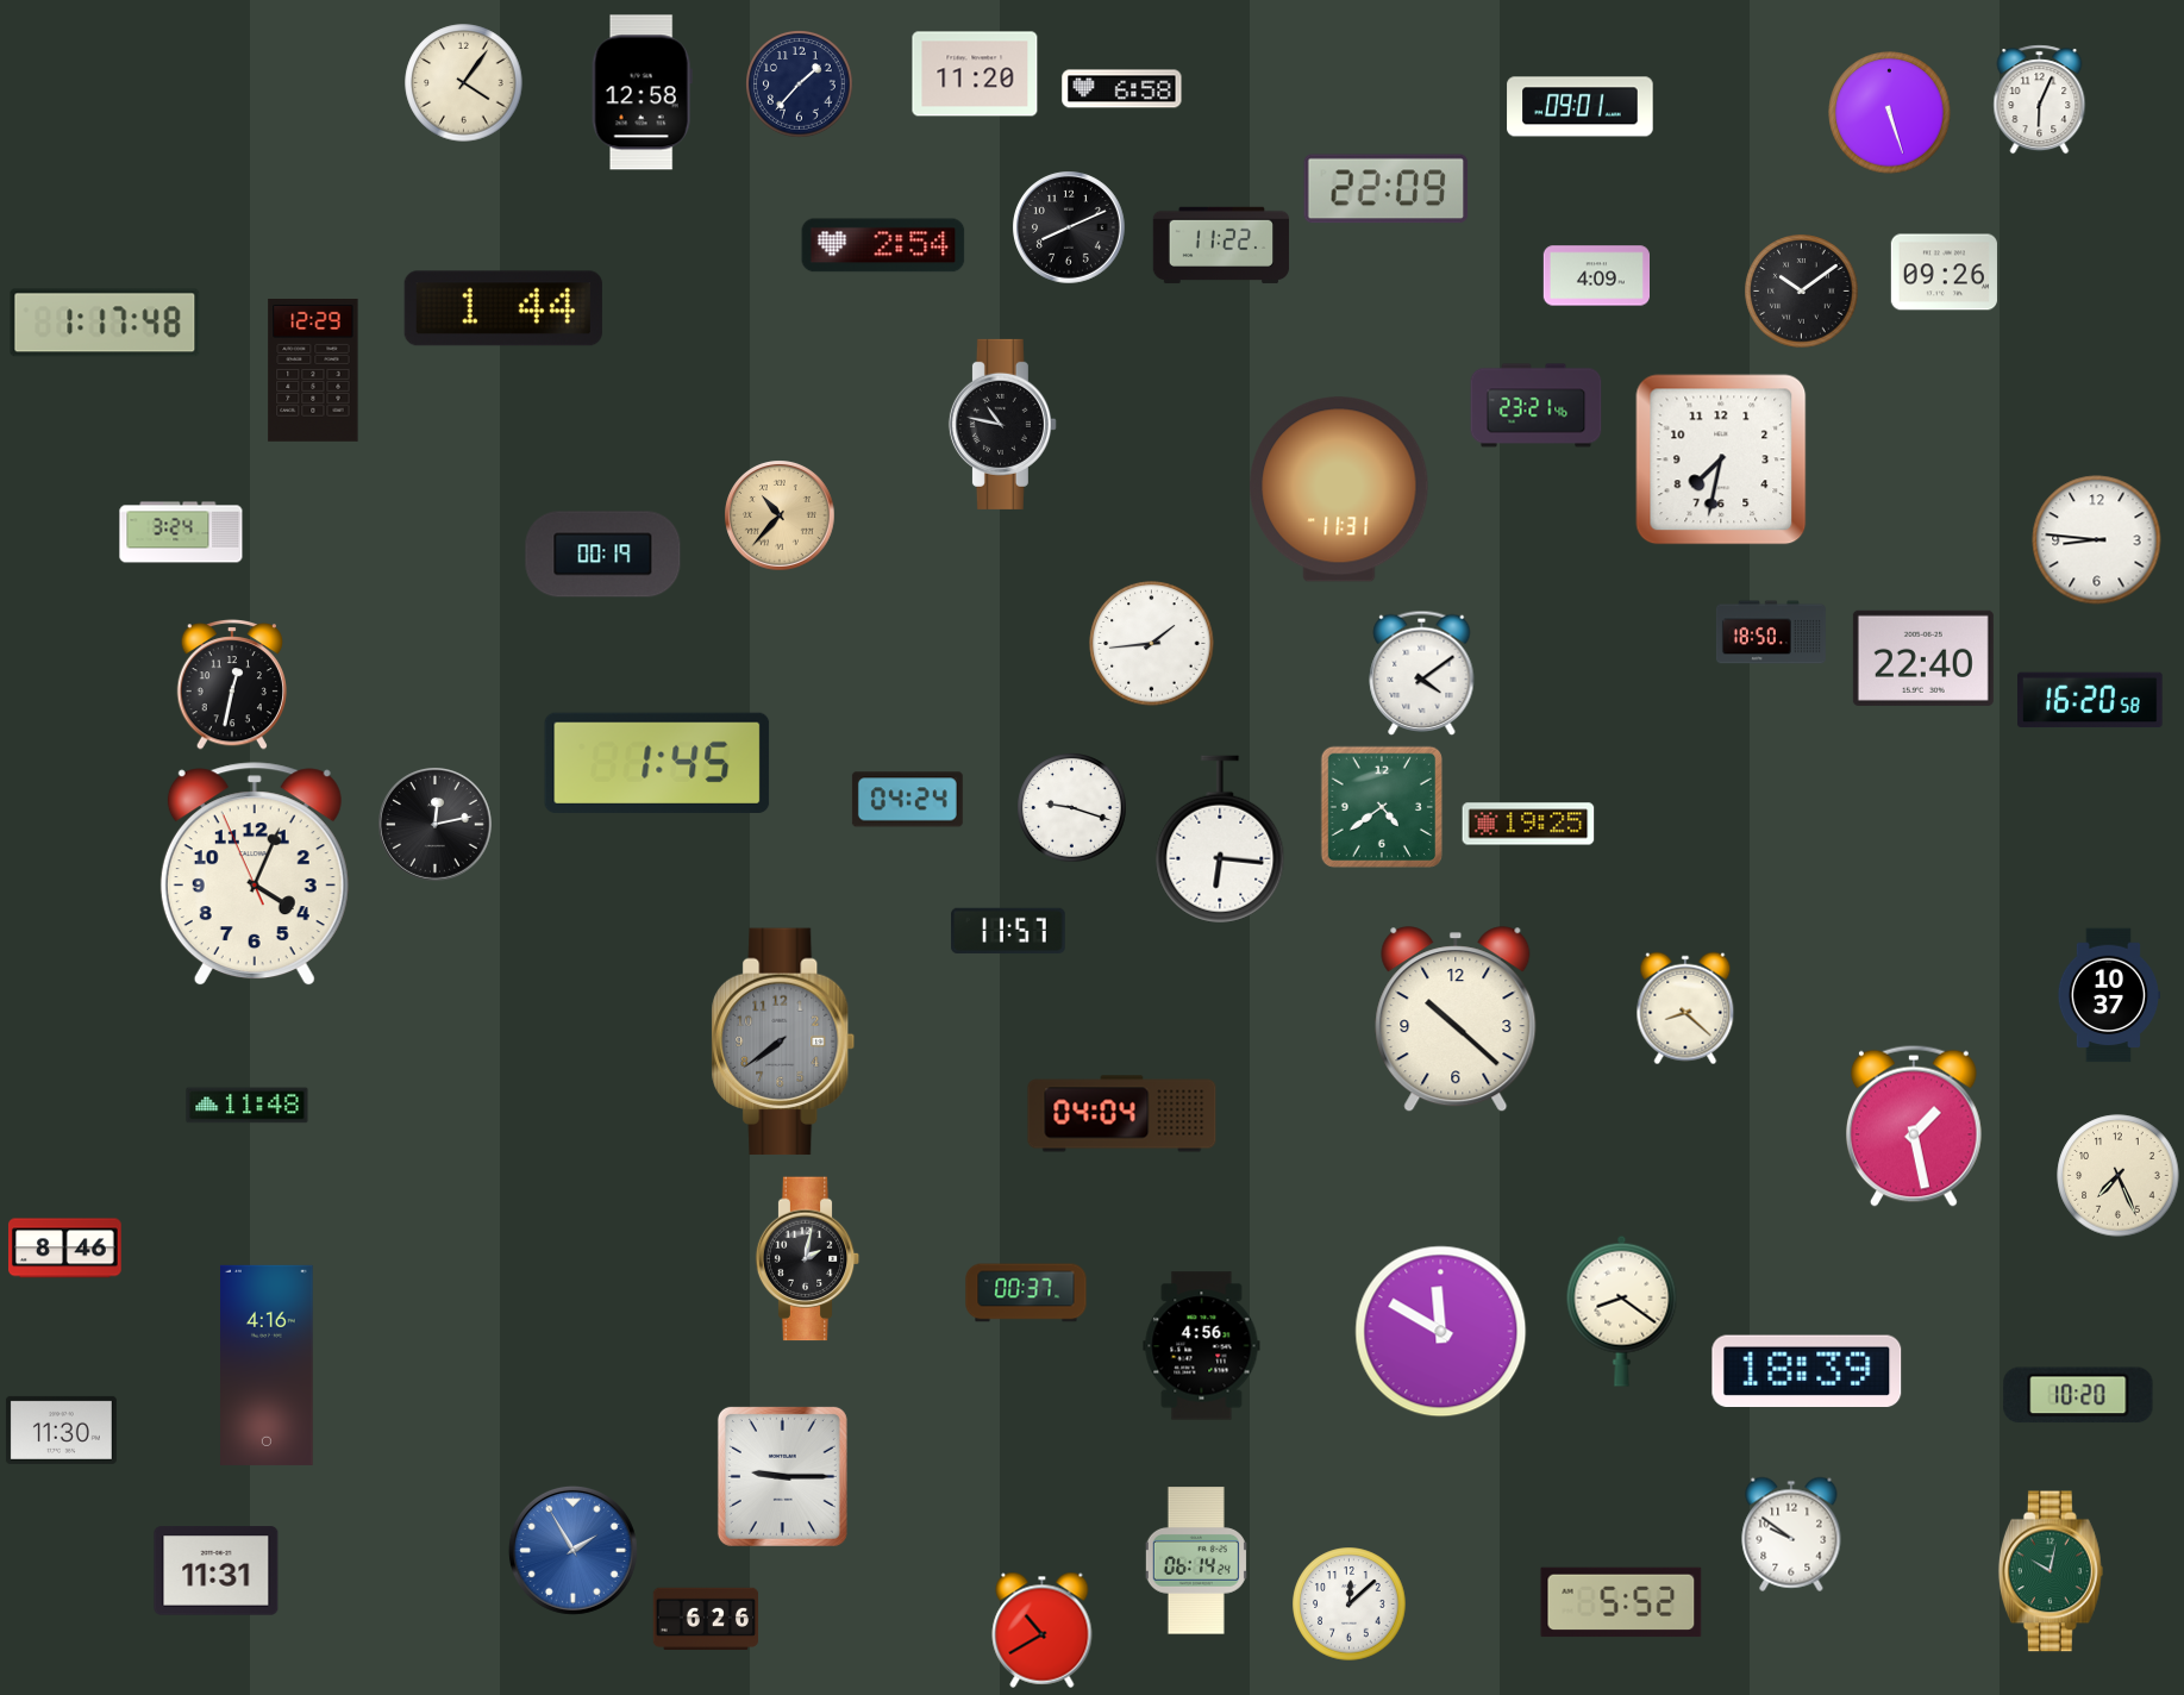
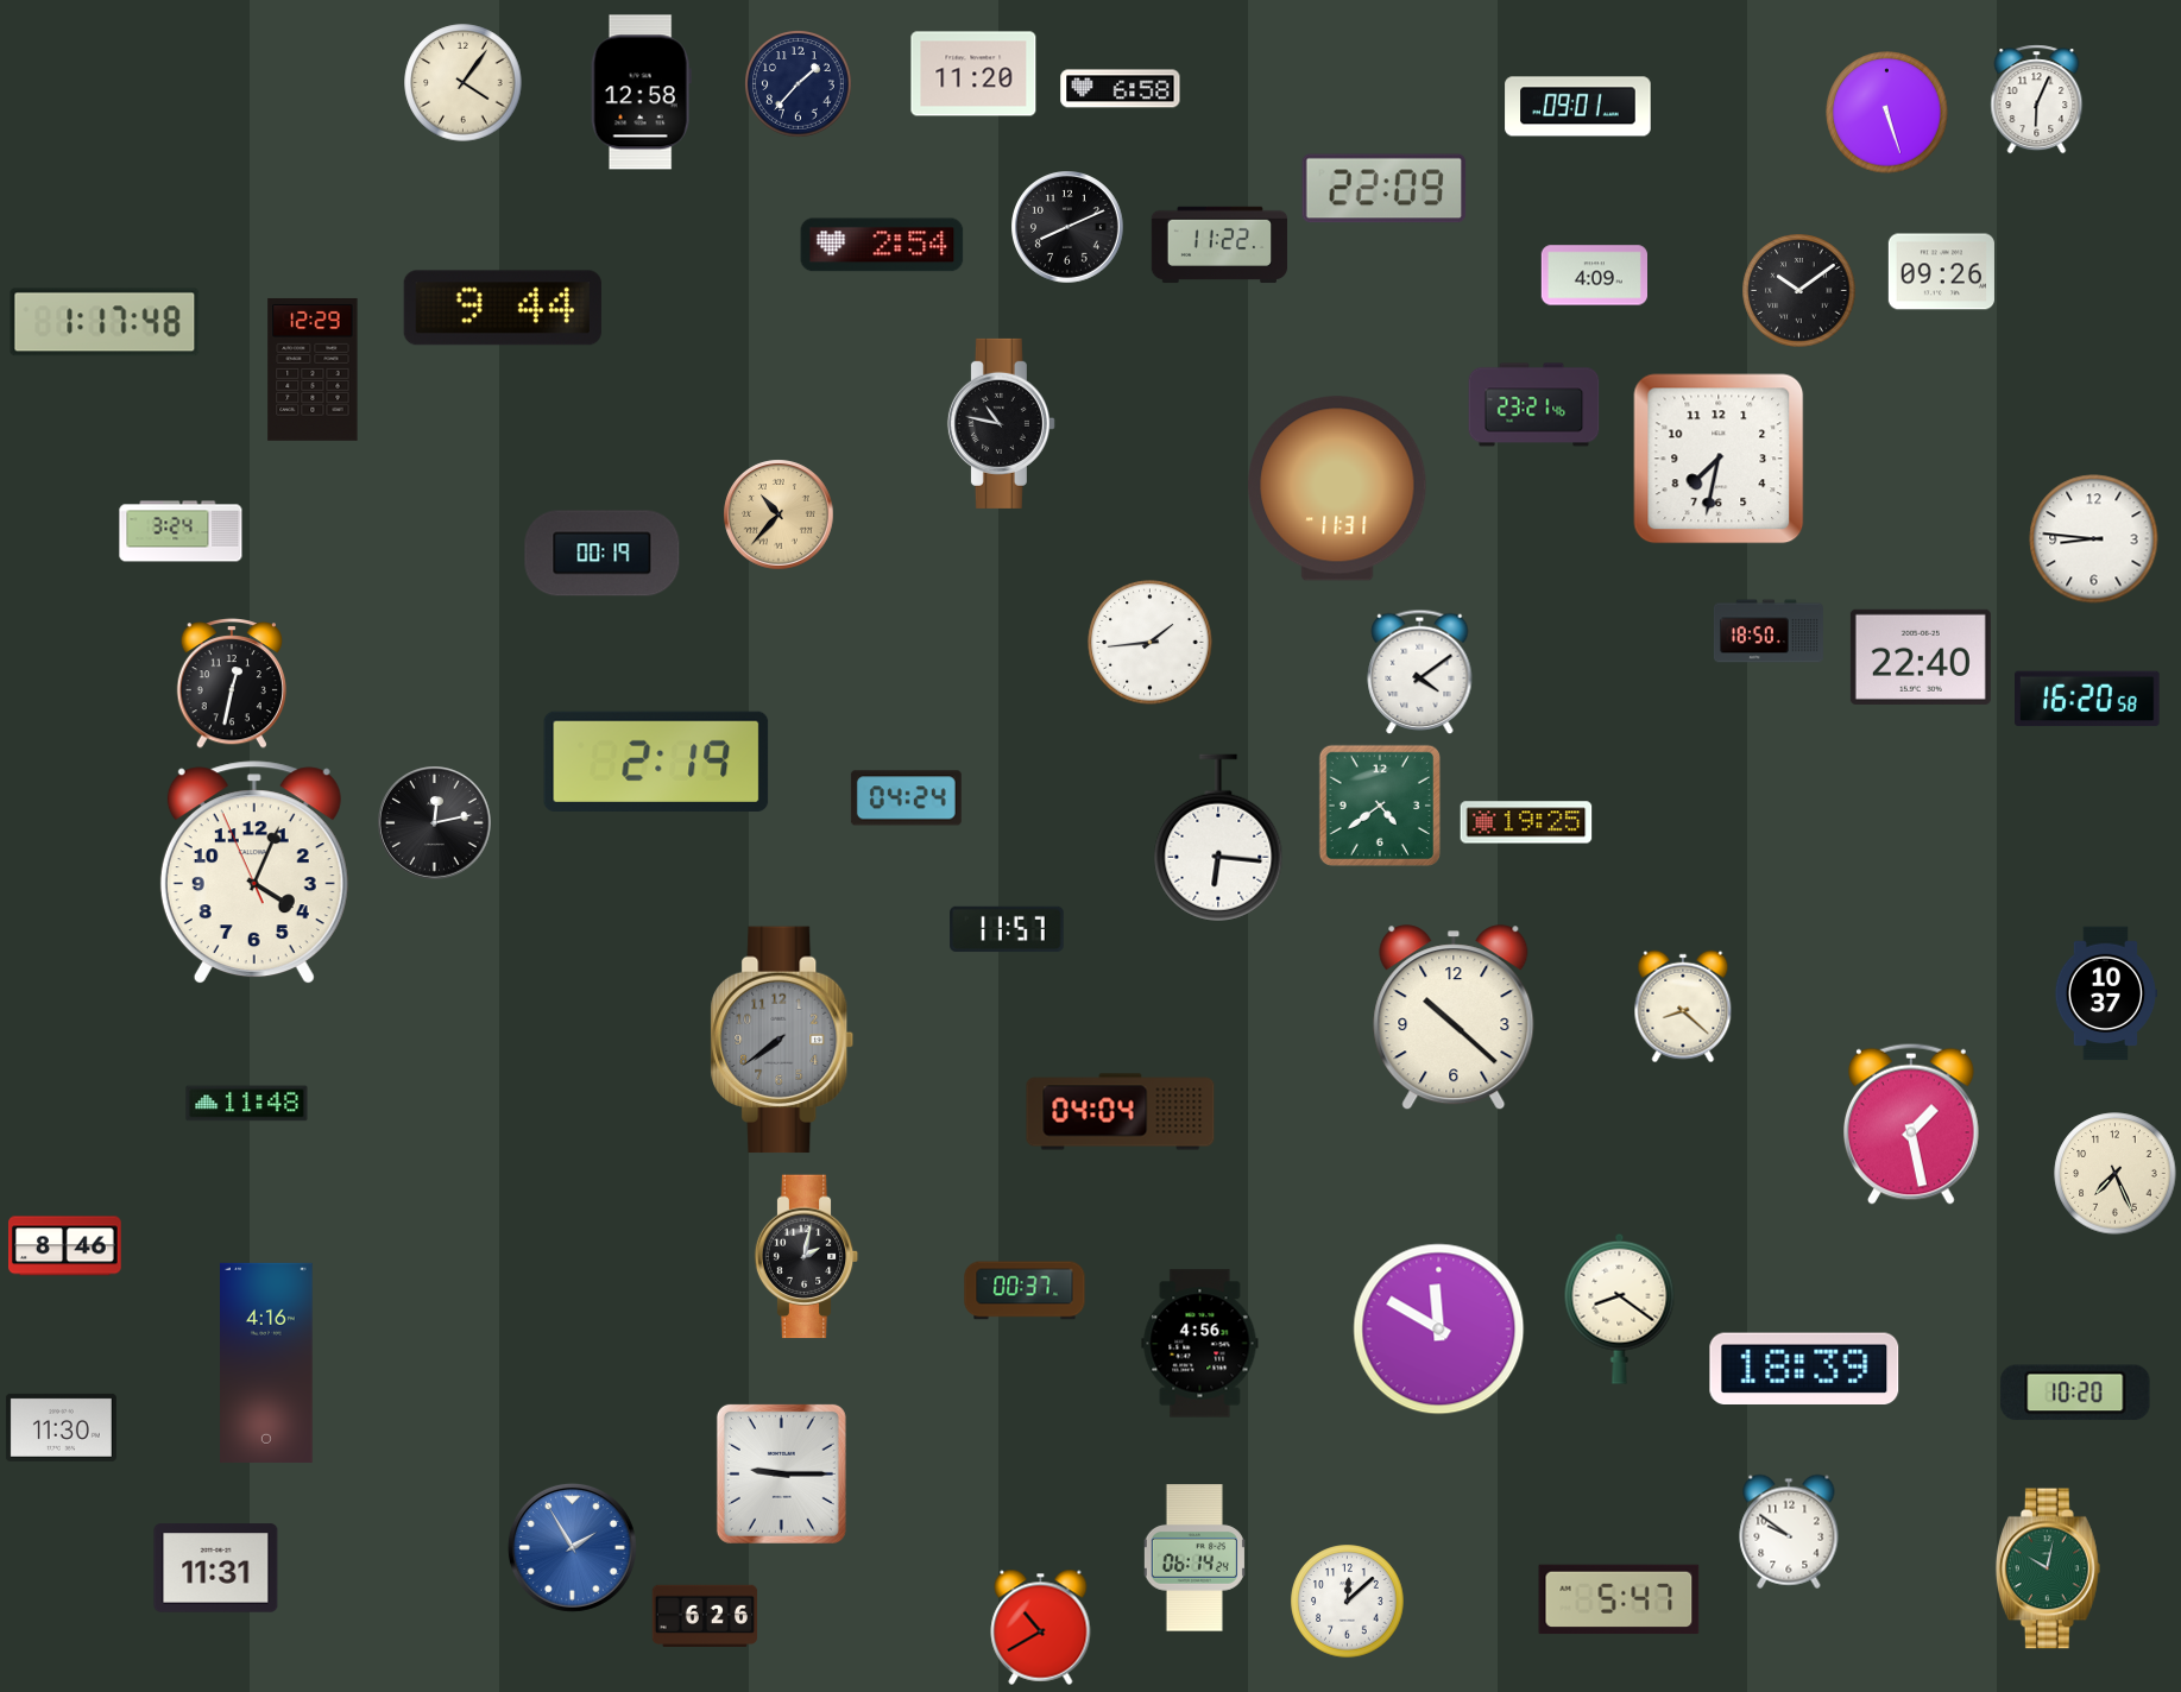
clock at (503, 308): 1:44 -> 9:44
clock at (657, 763): 1:45 -> 2:19
clock at (1072, 808): 9:18 -> none
clock at (1621, 1602): 5:52 -> 5:47
